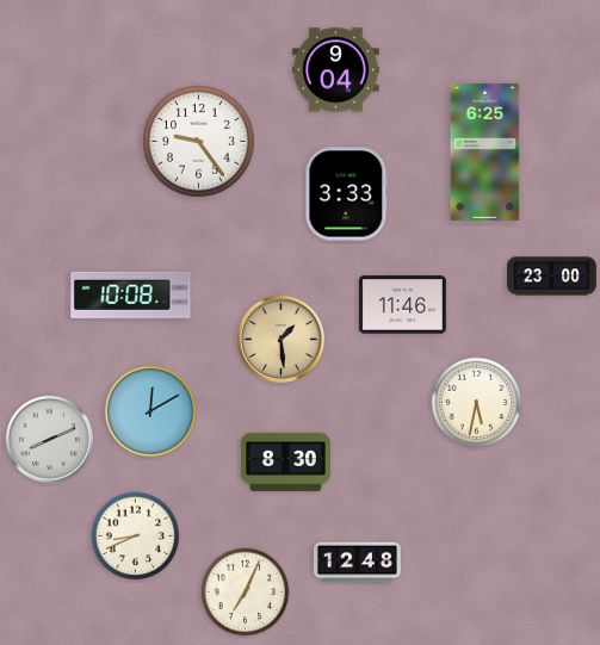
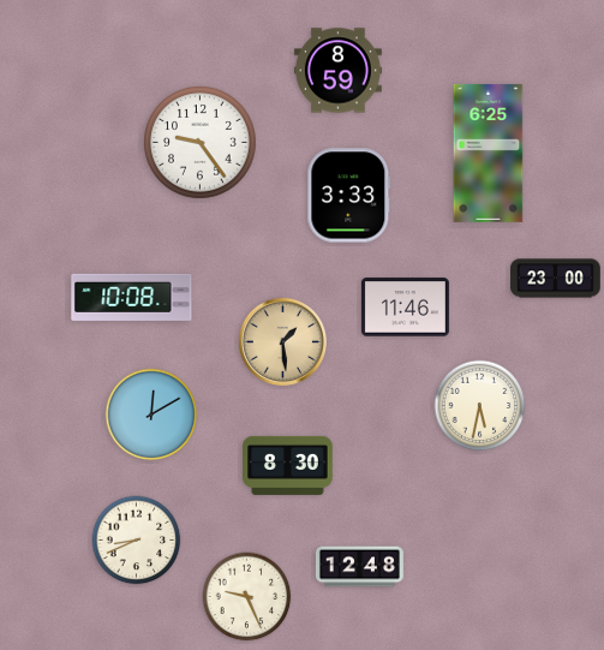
clock at (335, 70): 9:04 -> 8:59
clock at (49, 439): 8:11 -> none
clock at (246, 593): 7:04 -> 9:26
